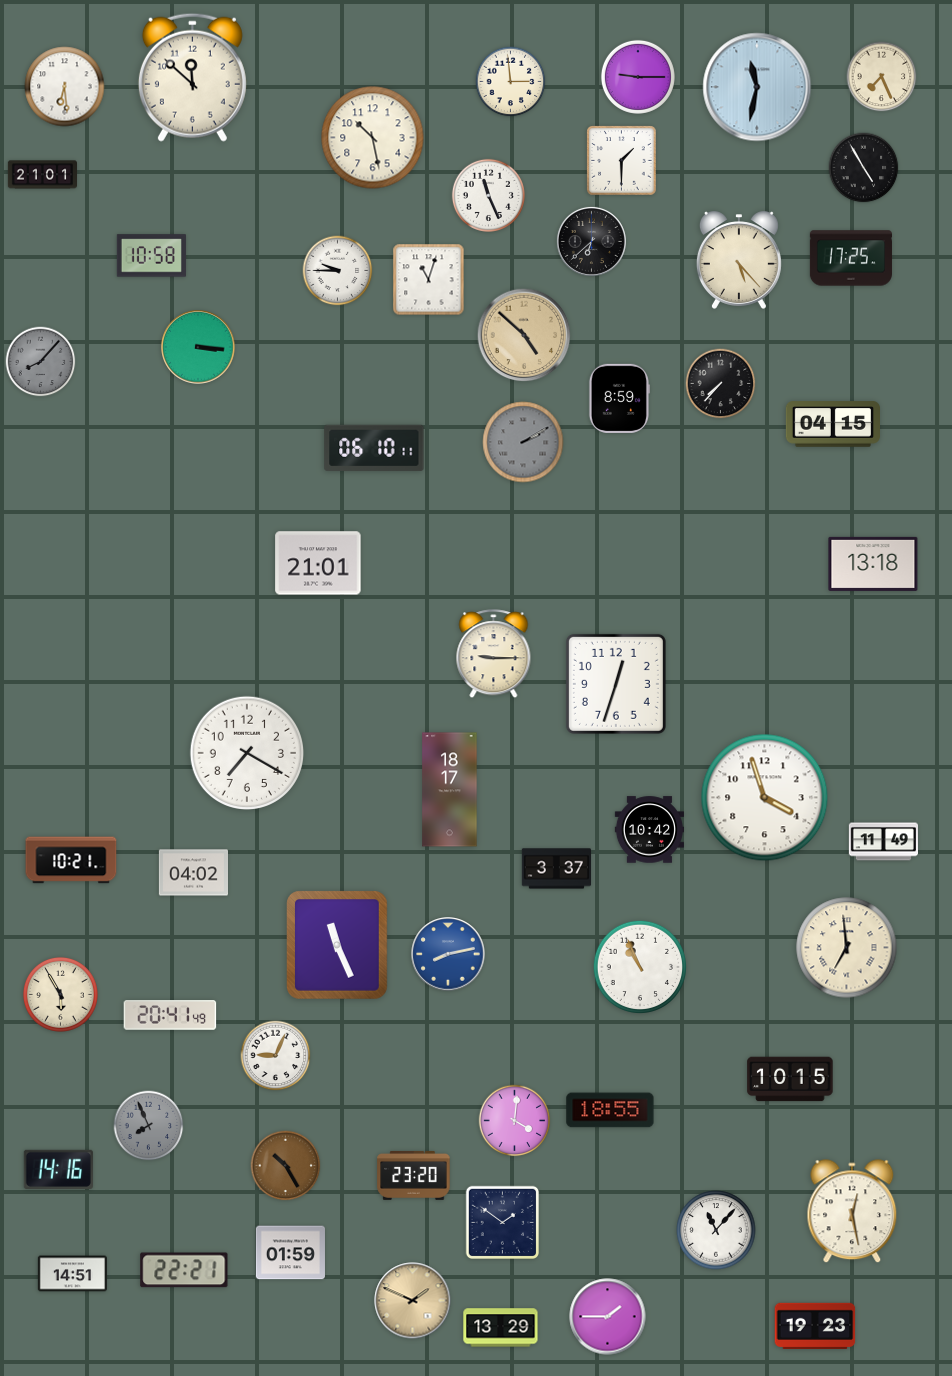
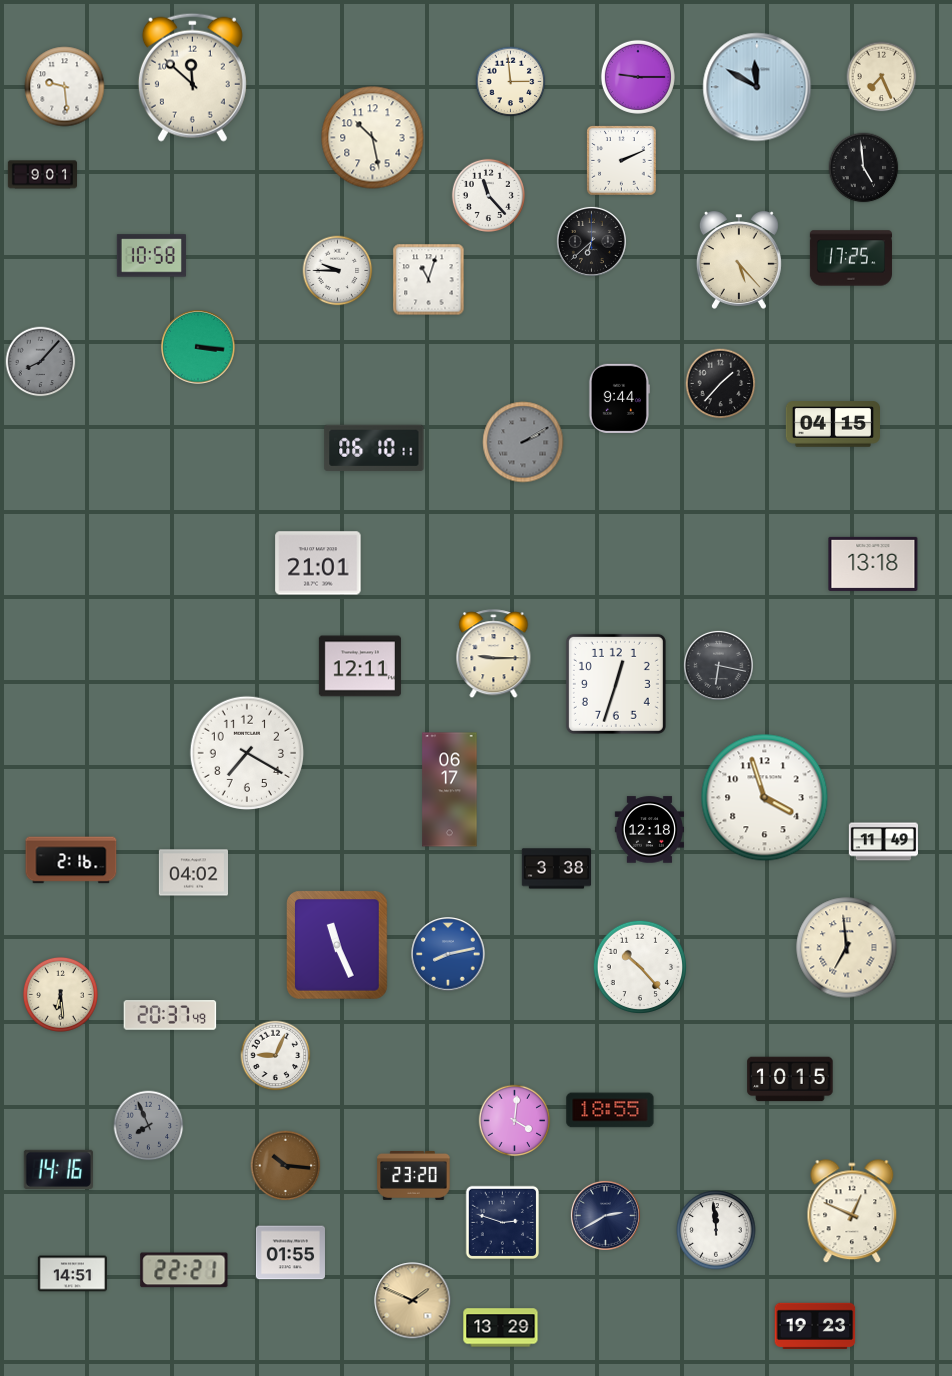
clock at (65, 87): 6:29 -> 9:29
clock at (757, 87): 11:32 -> 11:50
clock at (622, 161): 1:30 -> 2:11
clock at (864, 168): 4:55 -> 4:59
clock at (42, 175): 21:01 -> 9:01
clock at (488, 195): 11:26 -> 11:23
clock at (524, 335): 4:52 -> none
clock at (721, 384): 7:37 -> 1:37
clock at (619, 398): 8:59 -> 9:44
clock at (718, 665): none -> 6:17
clock at (360, 666): none -> 12:11
clock at (450, 790): 18:17 -> 06:17
clock at (649, 830): 10:42 -> 12:18
clock at (71, 860): 10:21 -> 2:16
clock at (556, 869): 3:37 -> 3:38
clock at (639, 966): 10:56 -> 10:23
clock at (60, 994): 5:55 -> 6:29
clock at (170, 1015): 20:41 -> 20:37
clock at (286, 1166): 10:25 -> 10:16
clock at (852, 1212): 12:28 -> 12:49
clock at (605, 1215): none -> 2:40
clock at (503, 1223): 1:51 -> 2:48
clock at (716, 1230): 11:07 -> 11:59
clock at (290, 1253): 01:59 -> 01:55
clock at (608, 1317): 1:45 -> none
